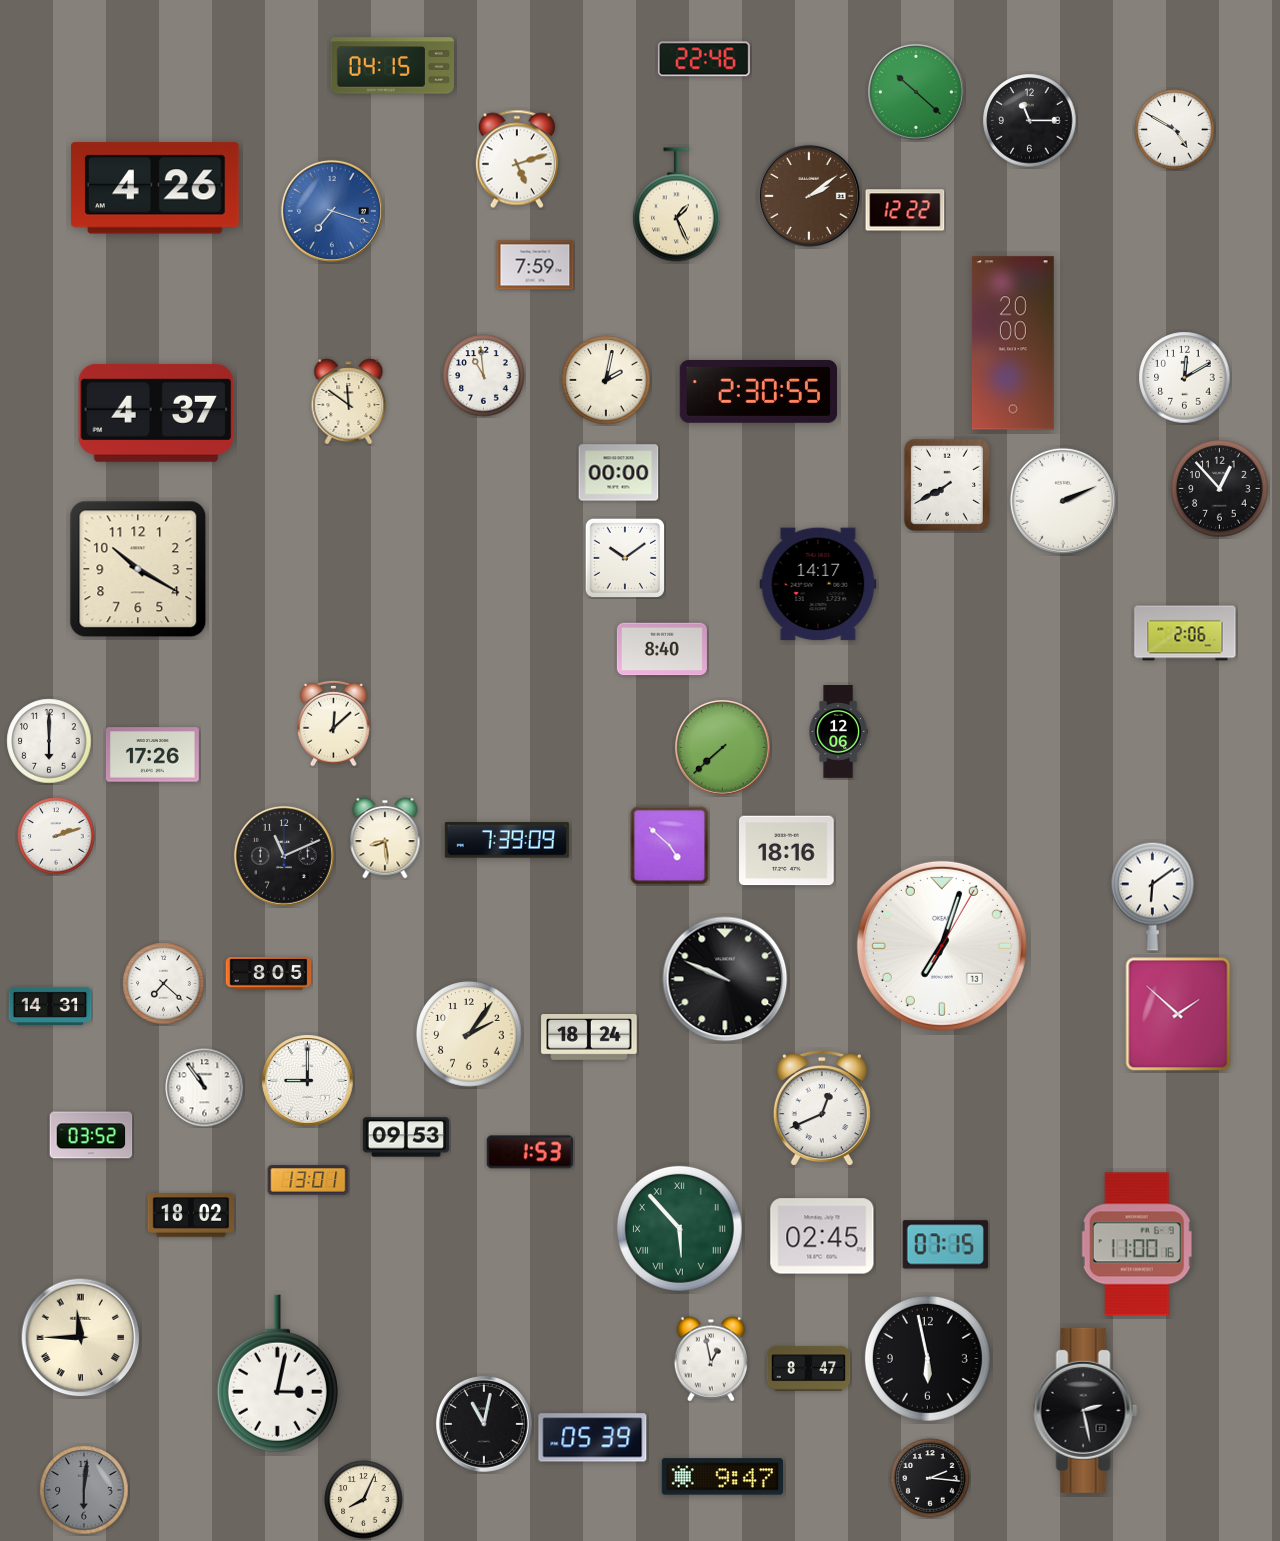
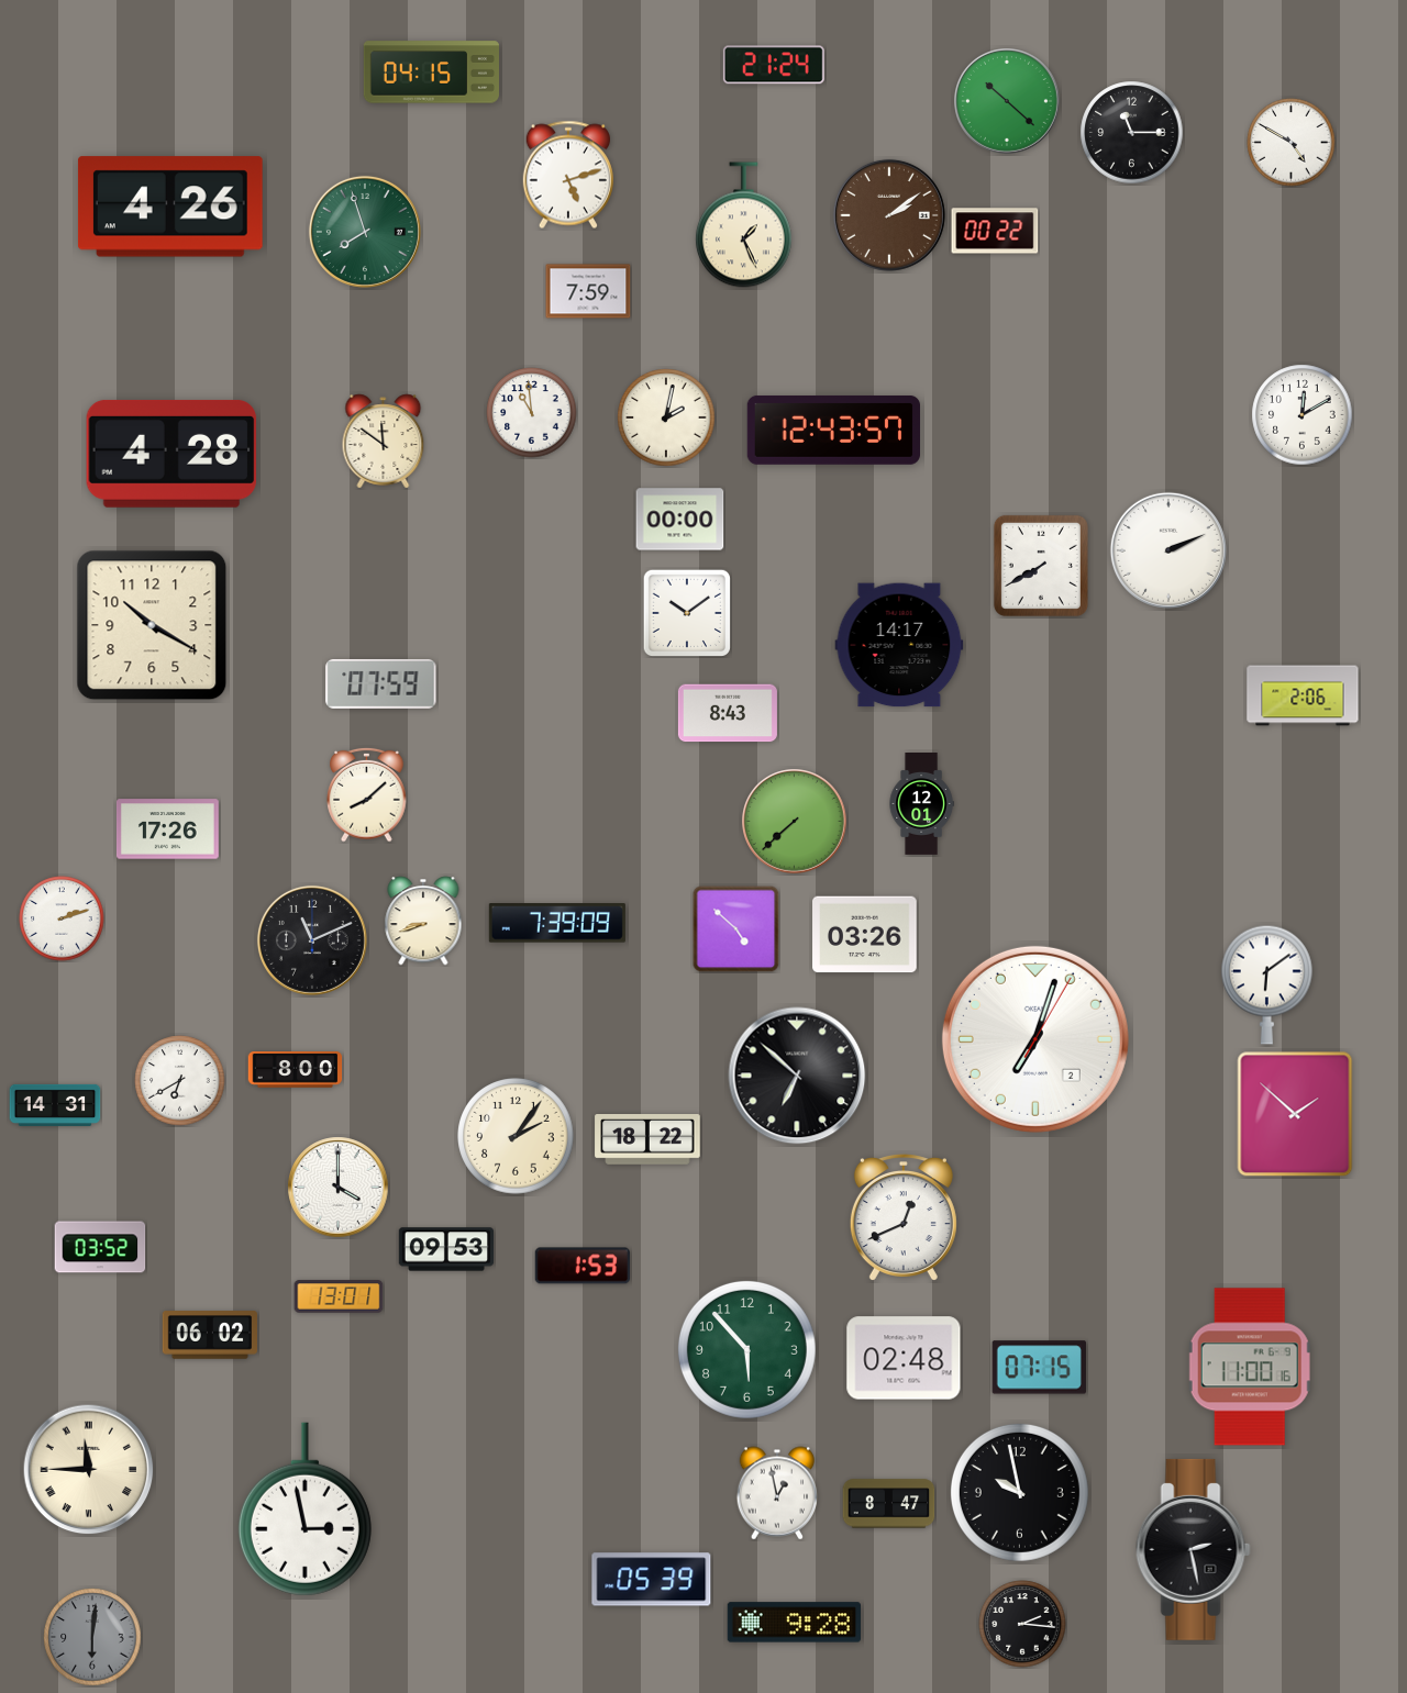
clock at (704, 59): 22:46 -> 21:24
clock at (905, 210): 12:22 -> 00:22
clock at (332, 211): 7:18 -> 7:57
clock at (332, 211) dial: blue -> green
clock at (1013, 343): 20:00 -> none
clock at (758, 391): 2:30 -> 12:43
clock at (156, 413): 4:37 -> 4:28
clock at (947, 485) position: (947, 485) -> (1041, 566)
clock at (1220, 489): 12:53 -> none
clock at (818, 584) position: (818, 584) -> (899, 645)
clock at (381, 683): none -> 07:59
clock at (662, 649): 8:40 -> 8:43
clock at (334, 723): 12:08 -> 8:08
clock at (838, 732): 12:06 -> 12:01
clock at (49, 741): 6:00 -> none
clock at (385, 838): 8:29 -> 8:42
clock at (787, 851): 18:16 -> 03:26
clock at (942, 946) date: 13 -> 2
clock at (269, 974): 8:05 -> 8:00
clock at (725, 979): 9:49 -> 6:52
clock at (164, 984): 7:22 -> 6:40
clock at (589, 1038): 18:24 -> 18:22
clock at (308, 1081): 9:00 -> 4:00
clock at (205, 1088): 10:54 -> none
clock at (190, 1215): 18:02 -> 06:02
clock at (679, 1228) numerals: Roman -> Arabic
clock at (822, 1236): 02:45 -> 02:48
clock at (927, 1358): 5:58 -> 9:58
clock at (711, 1359) position: (711, 1359) -> (777, 1493)
clock at (277, 1374): 3:02 -> 2:58
clock at (485, 1425): 11:02 -> none
clock at (722, 1477): 9:47 -> 9:28
clock at (364, 1500): 8:04 -> none
